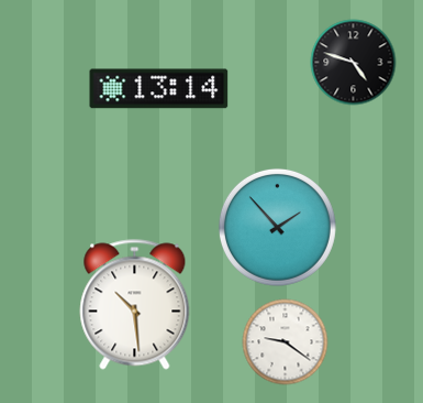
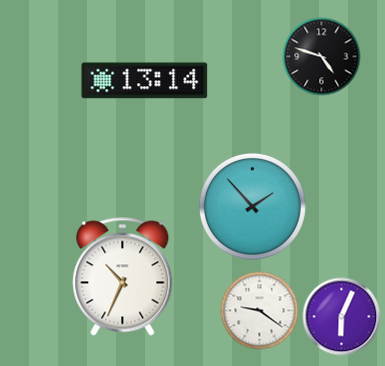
clock at (135, 305): 10:29 -> 10:34
clock at (341, 316): none -> 6:04
